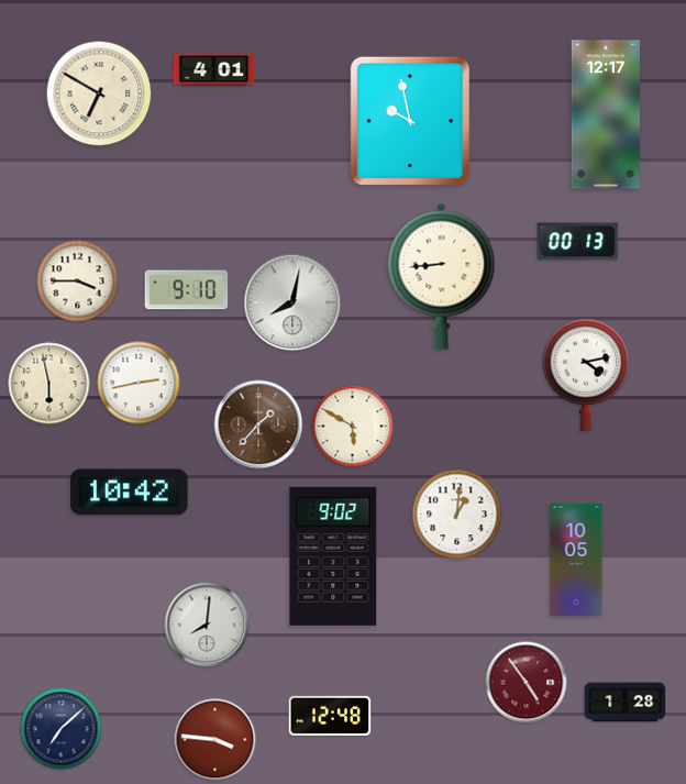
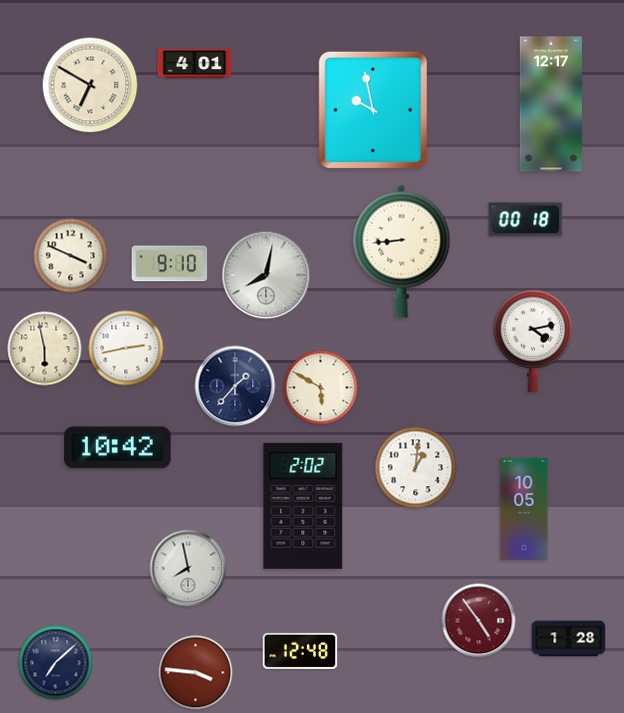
clock at (578, 242): 00:13 -> 00:18
clock at (78, 281): 3:45 -> 3:49
clock at (258, 424) dial: brown -> navy
clock at (333, 556): 9:02 -> 2:02
clock at (207, 625): 8:01 -> 7:58
